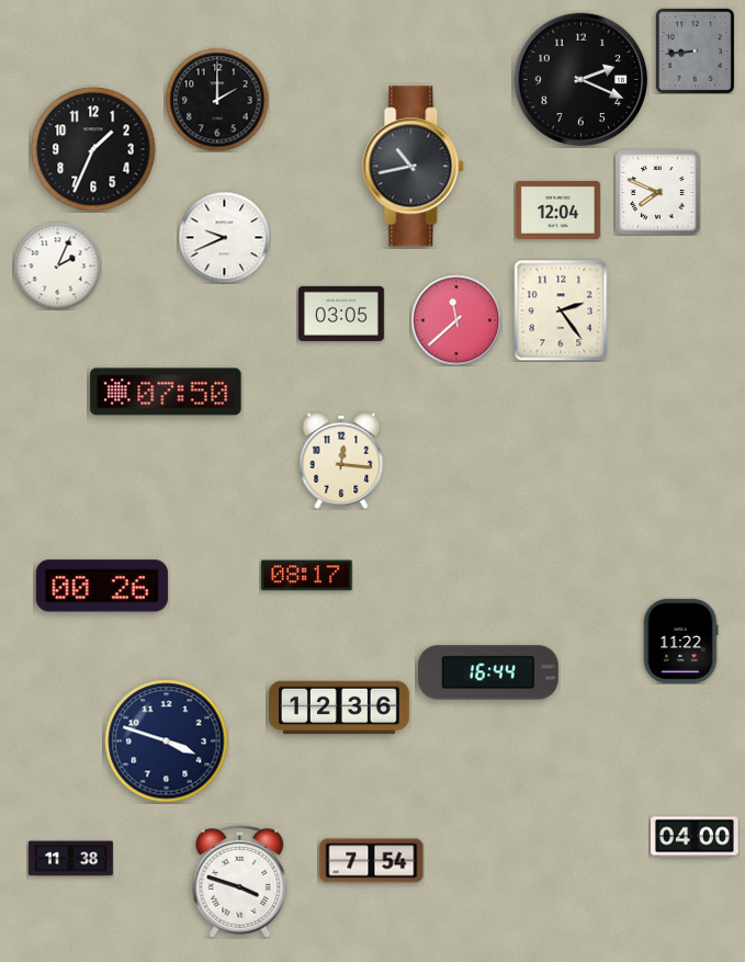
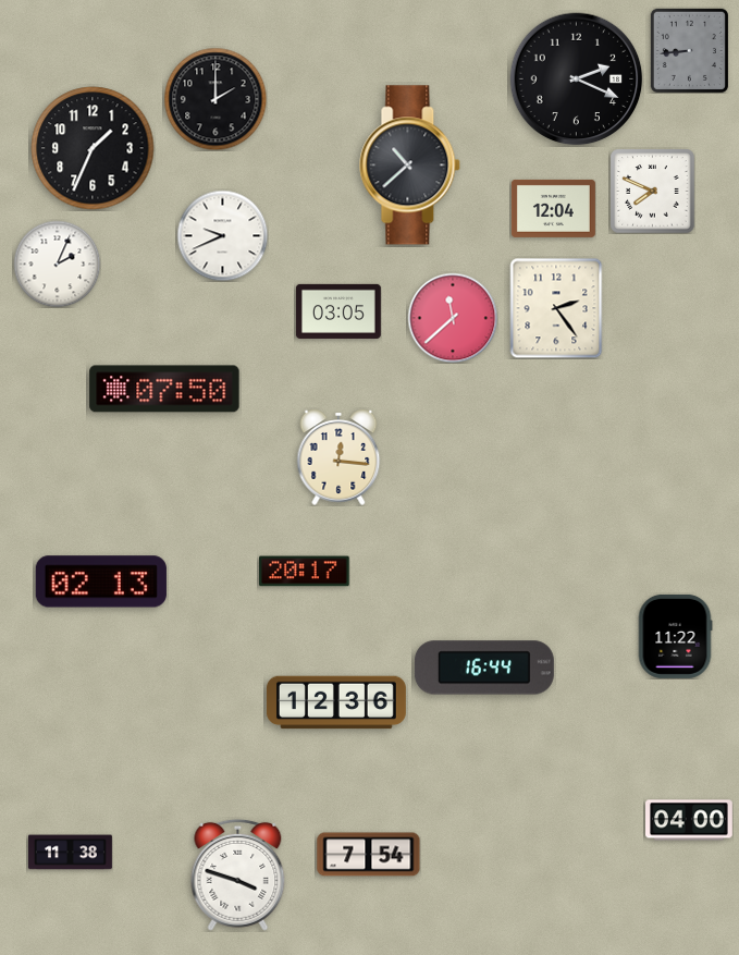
clock at (414, 167): 10:43 -> 10:38
clock at (307, 576): 08:17 -> 20:17
clock at (102, 586): 00:26 -> 02:13
clock at (167, 742): 3:48 -> none
clock at (696, 837) position: (696, 837) -> (690, 820)
